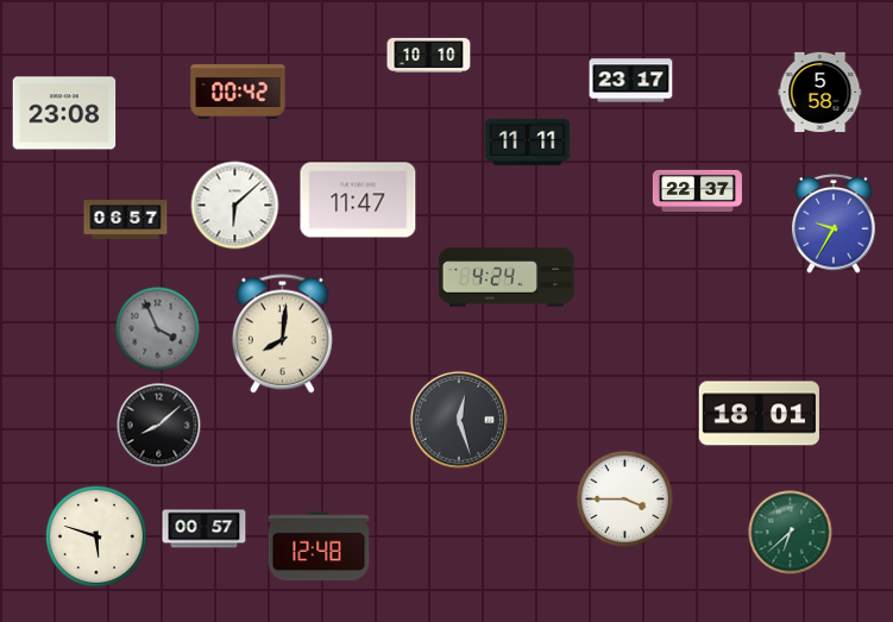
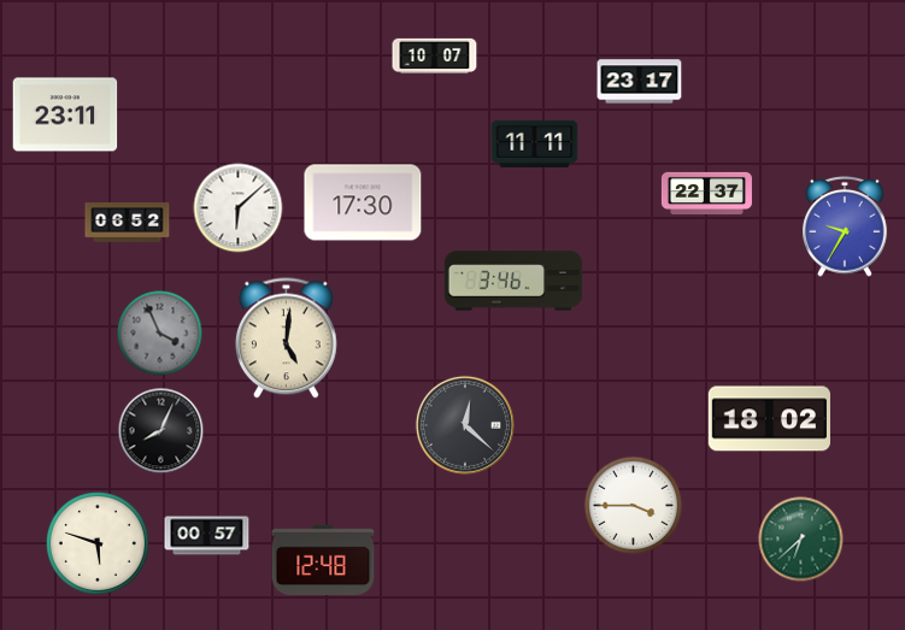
clock at (429, 55): 10:10 -> 10:07
clock at (820, 92): 5:58 -> none
clock at (238, 93): 00:42 -> none
clock at (64, 113): 23:08 -> 23:11
clock at (358, 200): 11:47 -> 17:30
clock at (126, 220): 06:57 -> 06:52
clock at (507, 277): 4:24 -> 3:46
clock at (283, 334): 8:01 -> 5:01
clock at (759, 414): 18:01 -> 18:02
clock at (459, 420): 12:27 -> 12:22
clock at (159, 426): 8:08 -> 8:04
clock at (319, 546) position: (319, 546) -> (323, 560)
